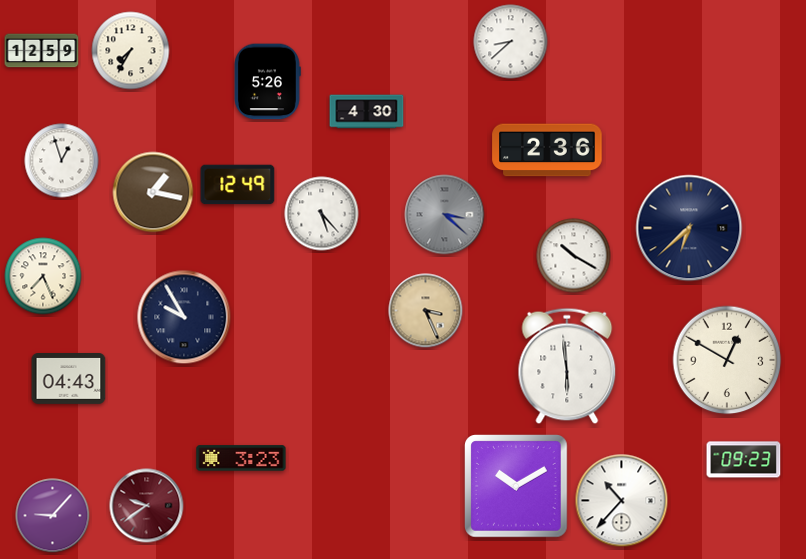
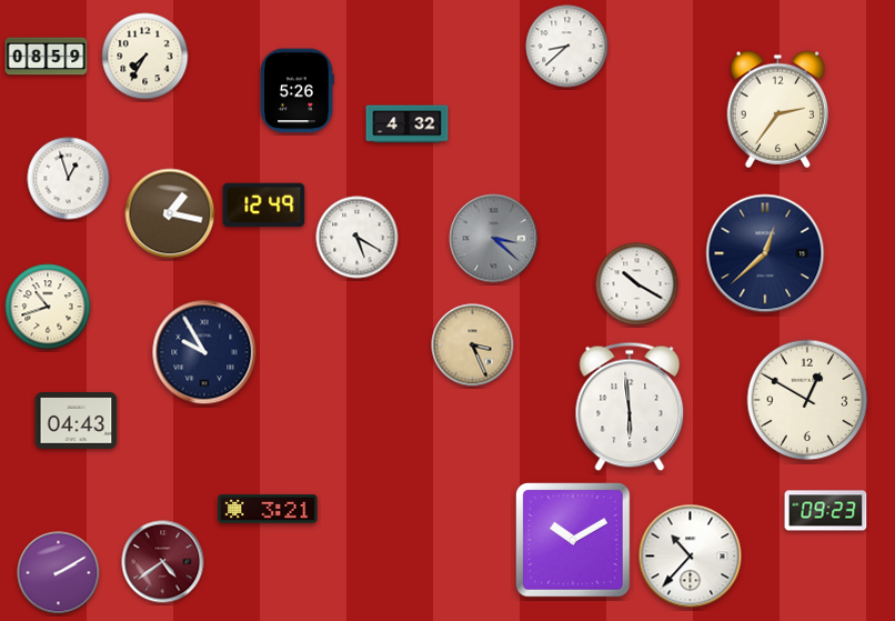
clock at (42, 51): 12:59 -> 08:59
clock at (778, 109): none -> 2:36
clock at (367, 112): 4:30 -> 4:32
clock at (547, 150): 2:36 -> none
clock at (322, 214): 5:23 -> 5:20
clock at (689, 228): 6:38 -> 12:38
clock at (43, 276): 7:26 -> 10:42
clock at (241, 458): 3:23 -> 3:21
clock at (147, 506): 9:39 -> 4:39
clock at (53, 516): 9:07 -> 2:10
